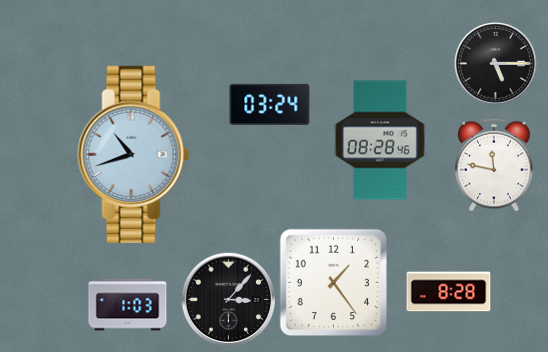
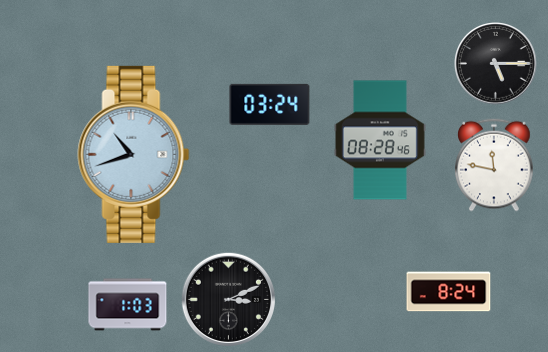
clock at (333, 282): 1:24 -> none
clock at (449, 292): 8:28 -> 8:24
clock at (228, 299): 3:07 -> 3:11
